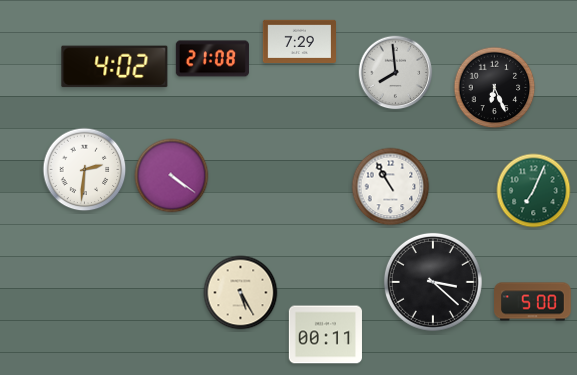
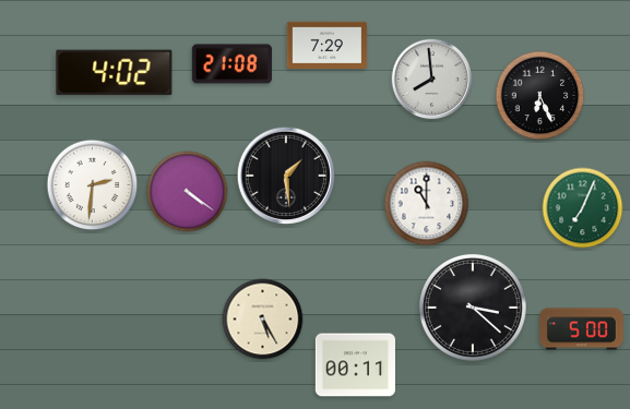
clock at (115, 67) position: (115, 67) -> (115, 73)
clock at (285, 175): none -> 1:29
clock at (391, 187): 10:55 -> 11:00
